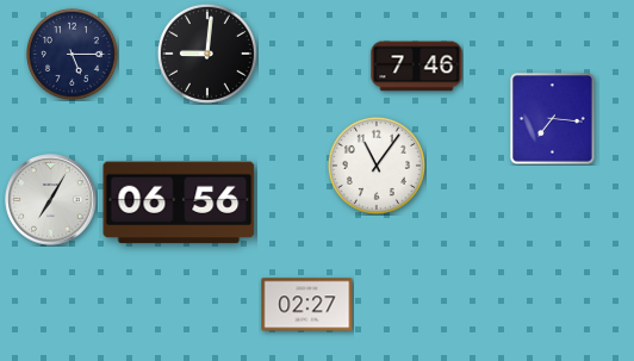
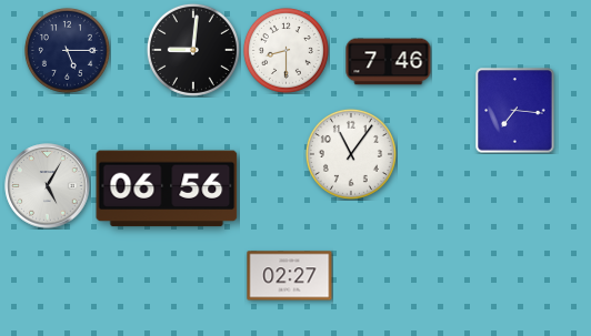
clock at (286, 50): none -> 8:30
clock at (51, 200): 7:05 -> 5:05
clock at (307, 305) position: (307, 305) -> (290, 276)
